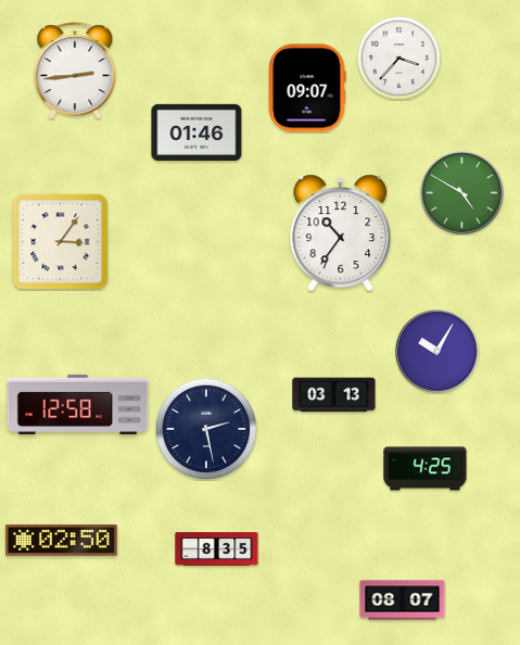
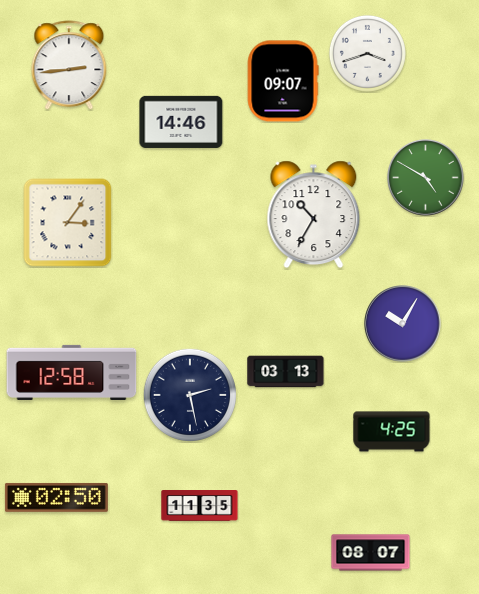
clock at (398, 58): 3:37 -> 3:42
clock at (196, 132): 01:46 -> 14:46
clock at (341, 233): 10:36 -> 10:35
clock at (61, 242) position: (61, 242) -> (68, 223)
clock at (334, 395) position: (334, 395) -> (286, 372)
clock at (217, 549): 8:35 -> 11:35
